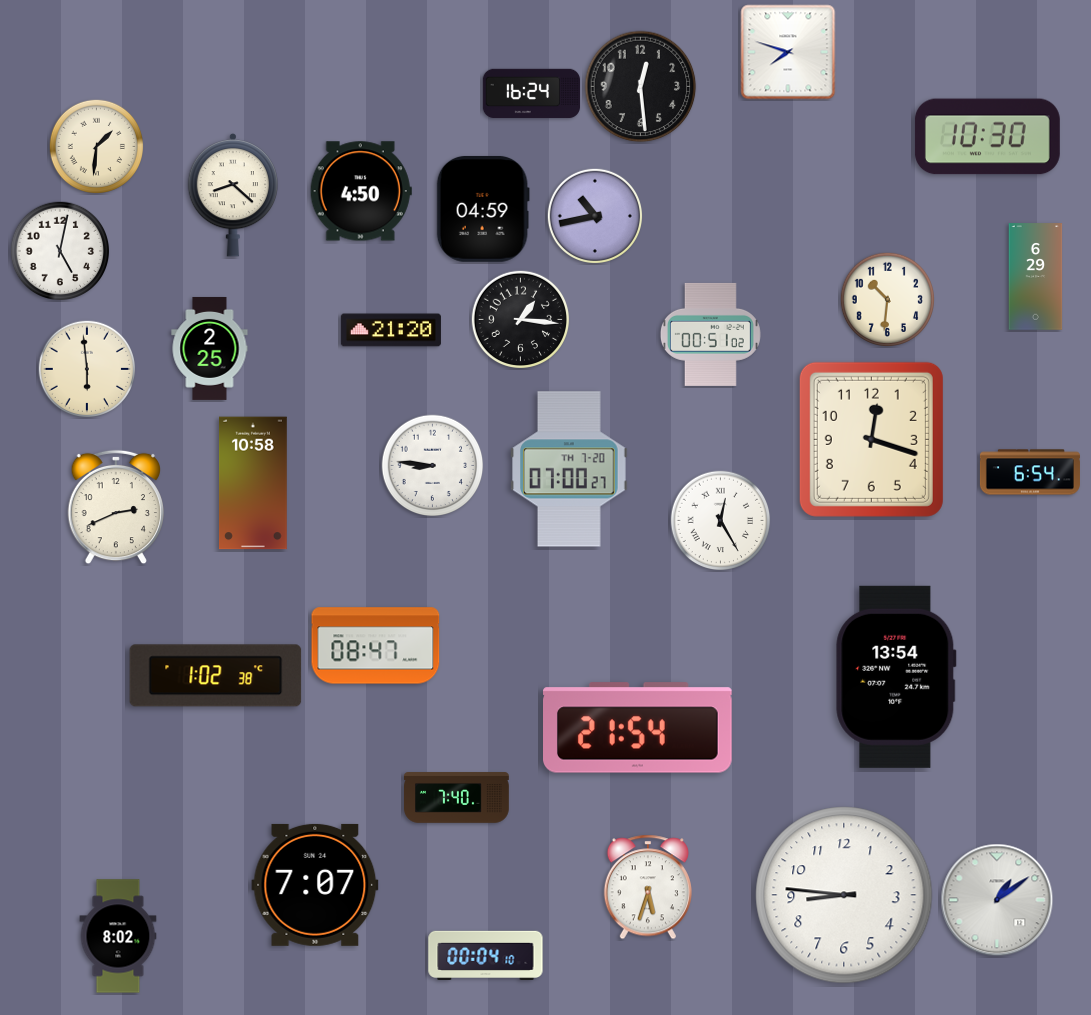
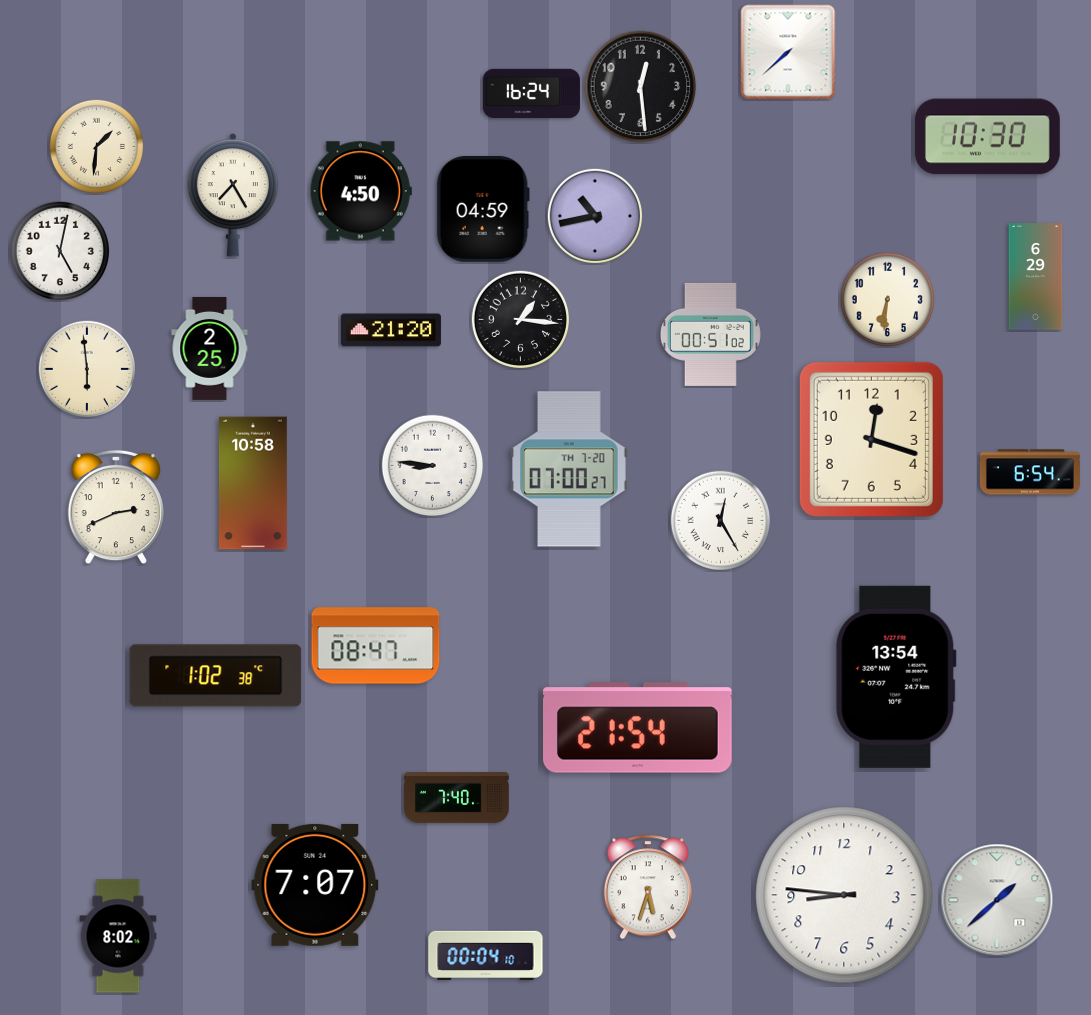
clock at (788, 52): 7:48 -> 7:38
clock at (233, 195): 8:22 -> 7:25
clock at (887, 299): 10:31 -> 6:31
clock at (997, 900): 1:09 -> 1:38
